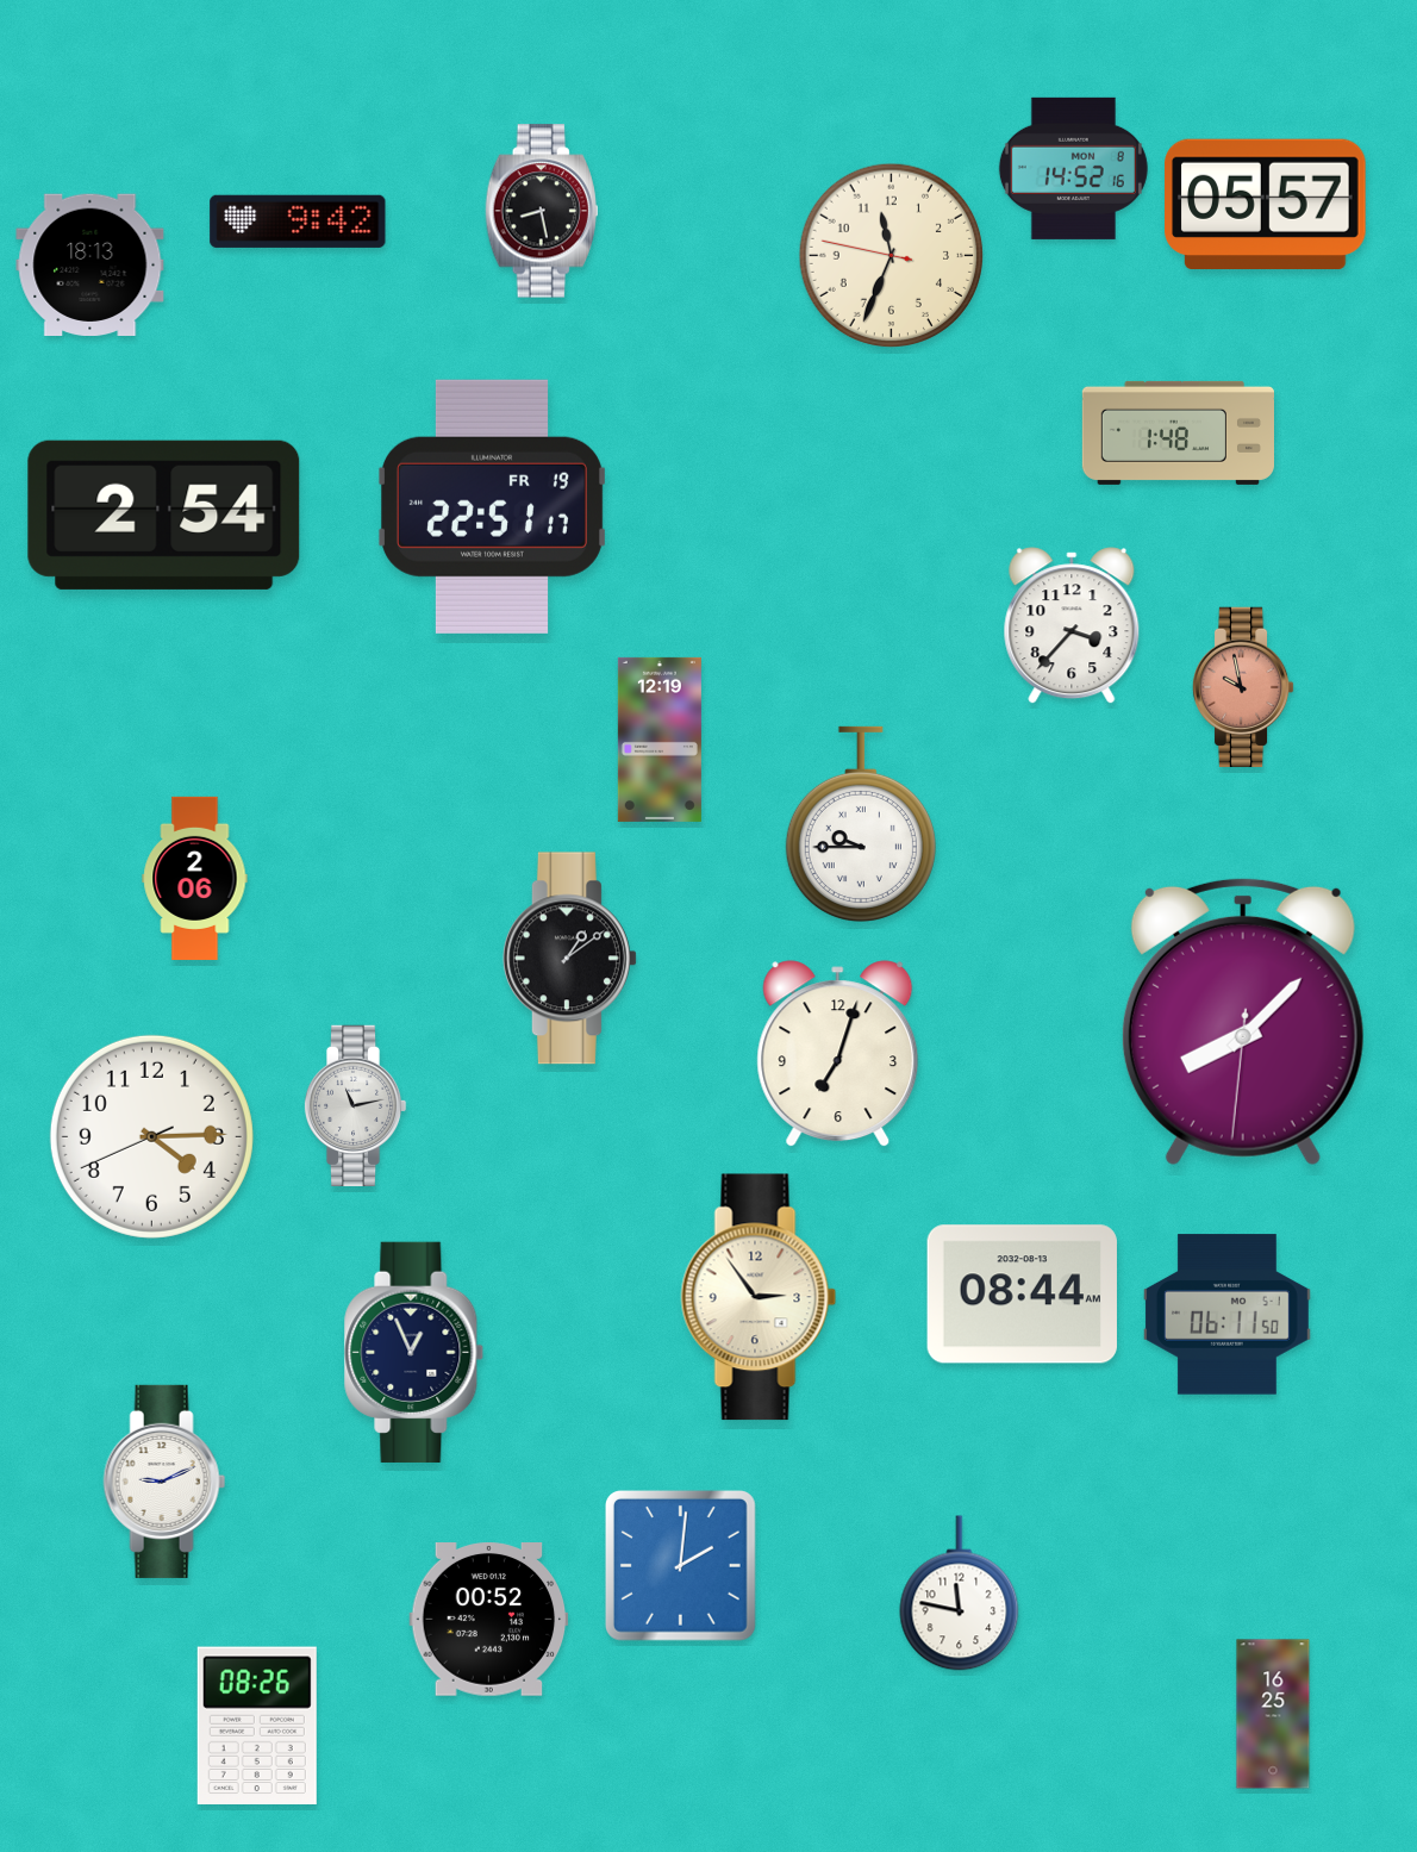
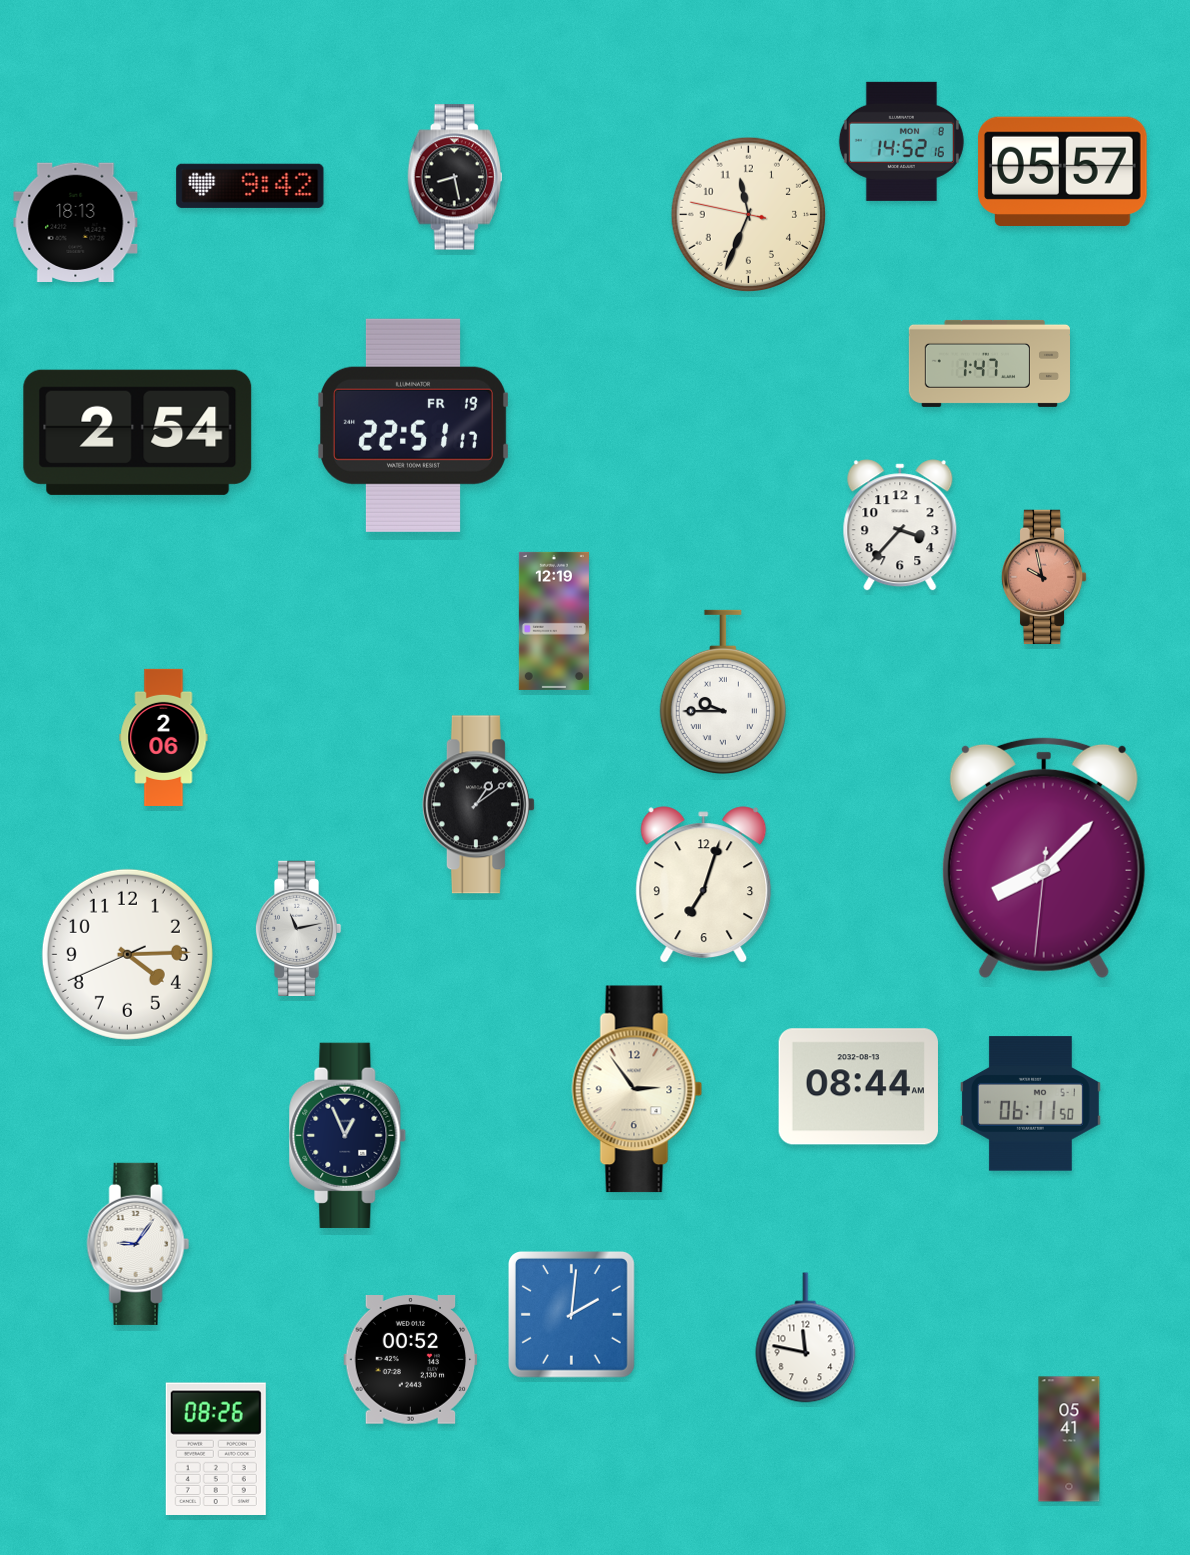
clock at (1178, 432): 1:48 -> 1:47
clock at (164, 1482): 9:11 -> 9:06
clock at (1273, 1714): 16:25 -> 05:41
